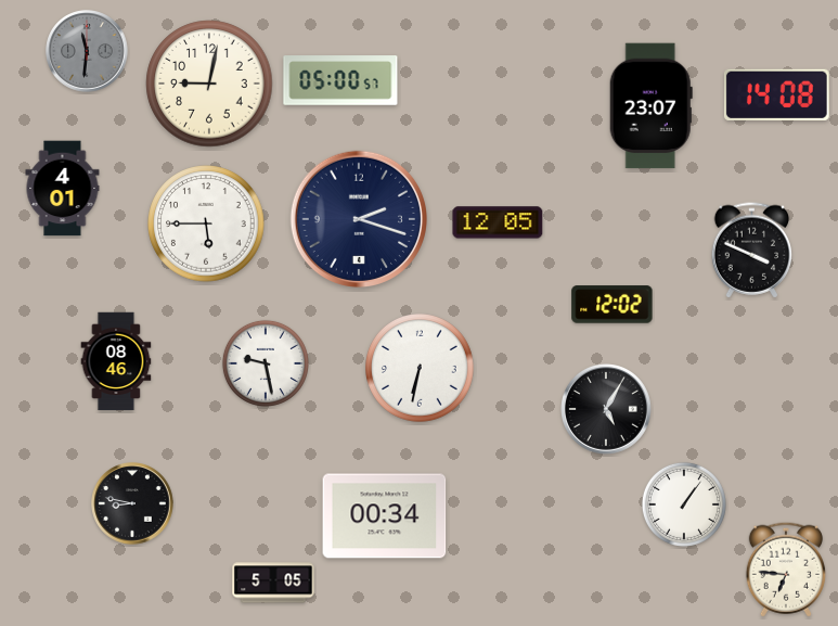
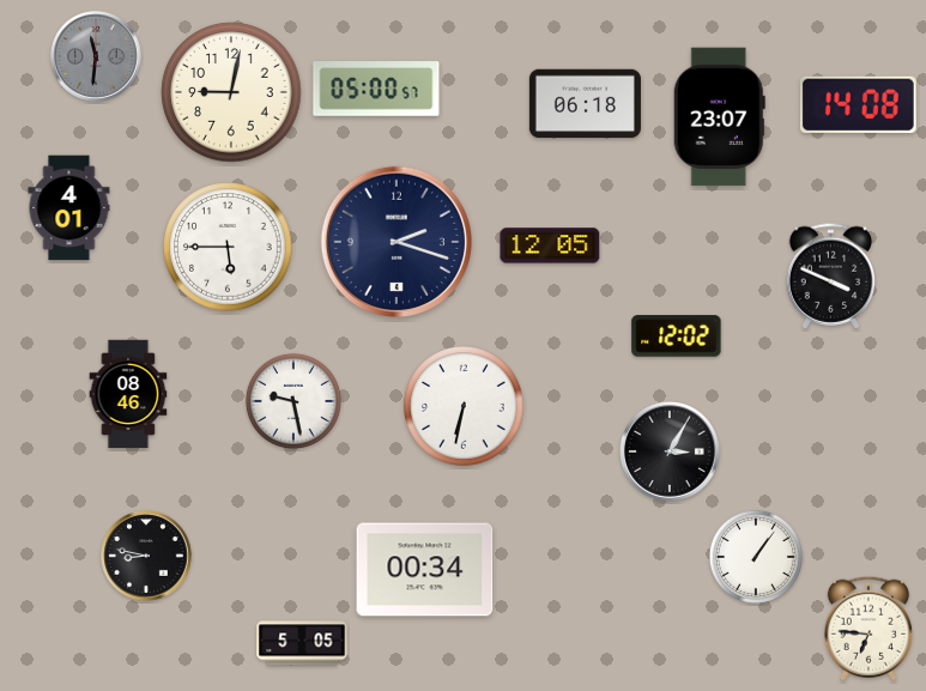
clock at (585, 104): none -> 06:18
clock at (116, 361) position: (116, 361) -> (128, 394)
clock at (607, 410): 5:05 -> 3:05
